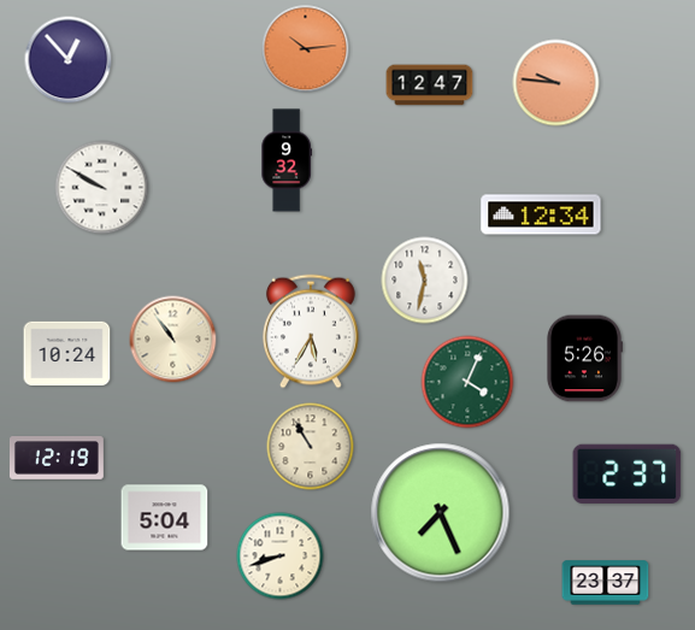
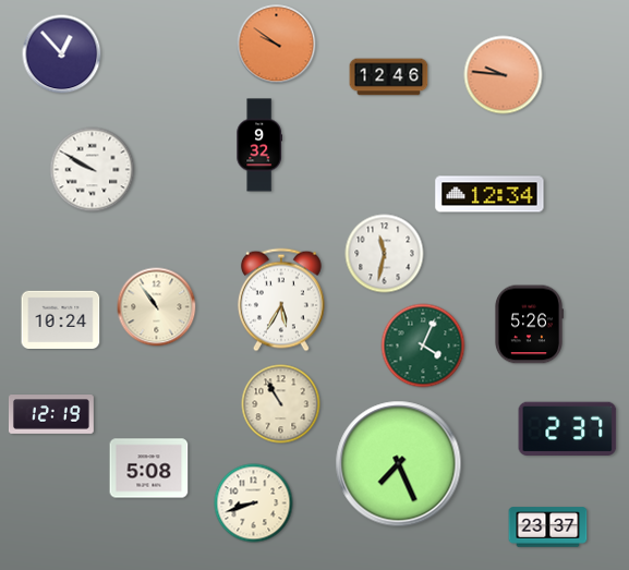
clock at (306, 49): 10:14 -> 9:51
clock at (430, 86): 12:47 -> 12:46
clock at (165, 518): 5:04 -> 5:08
